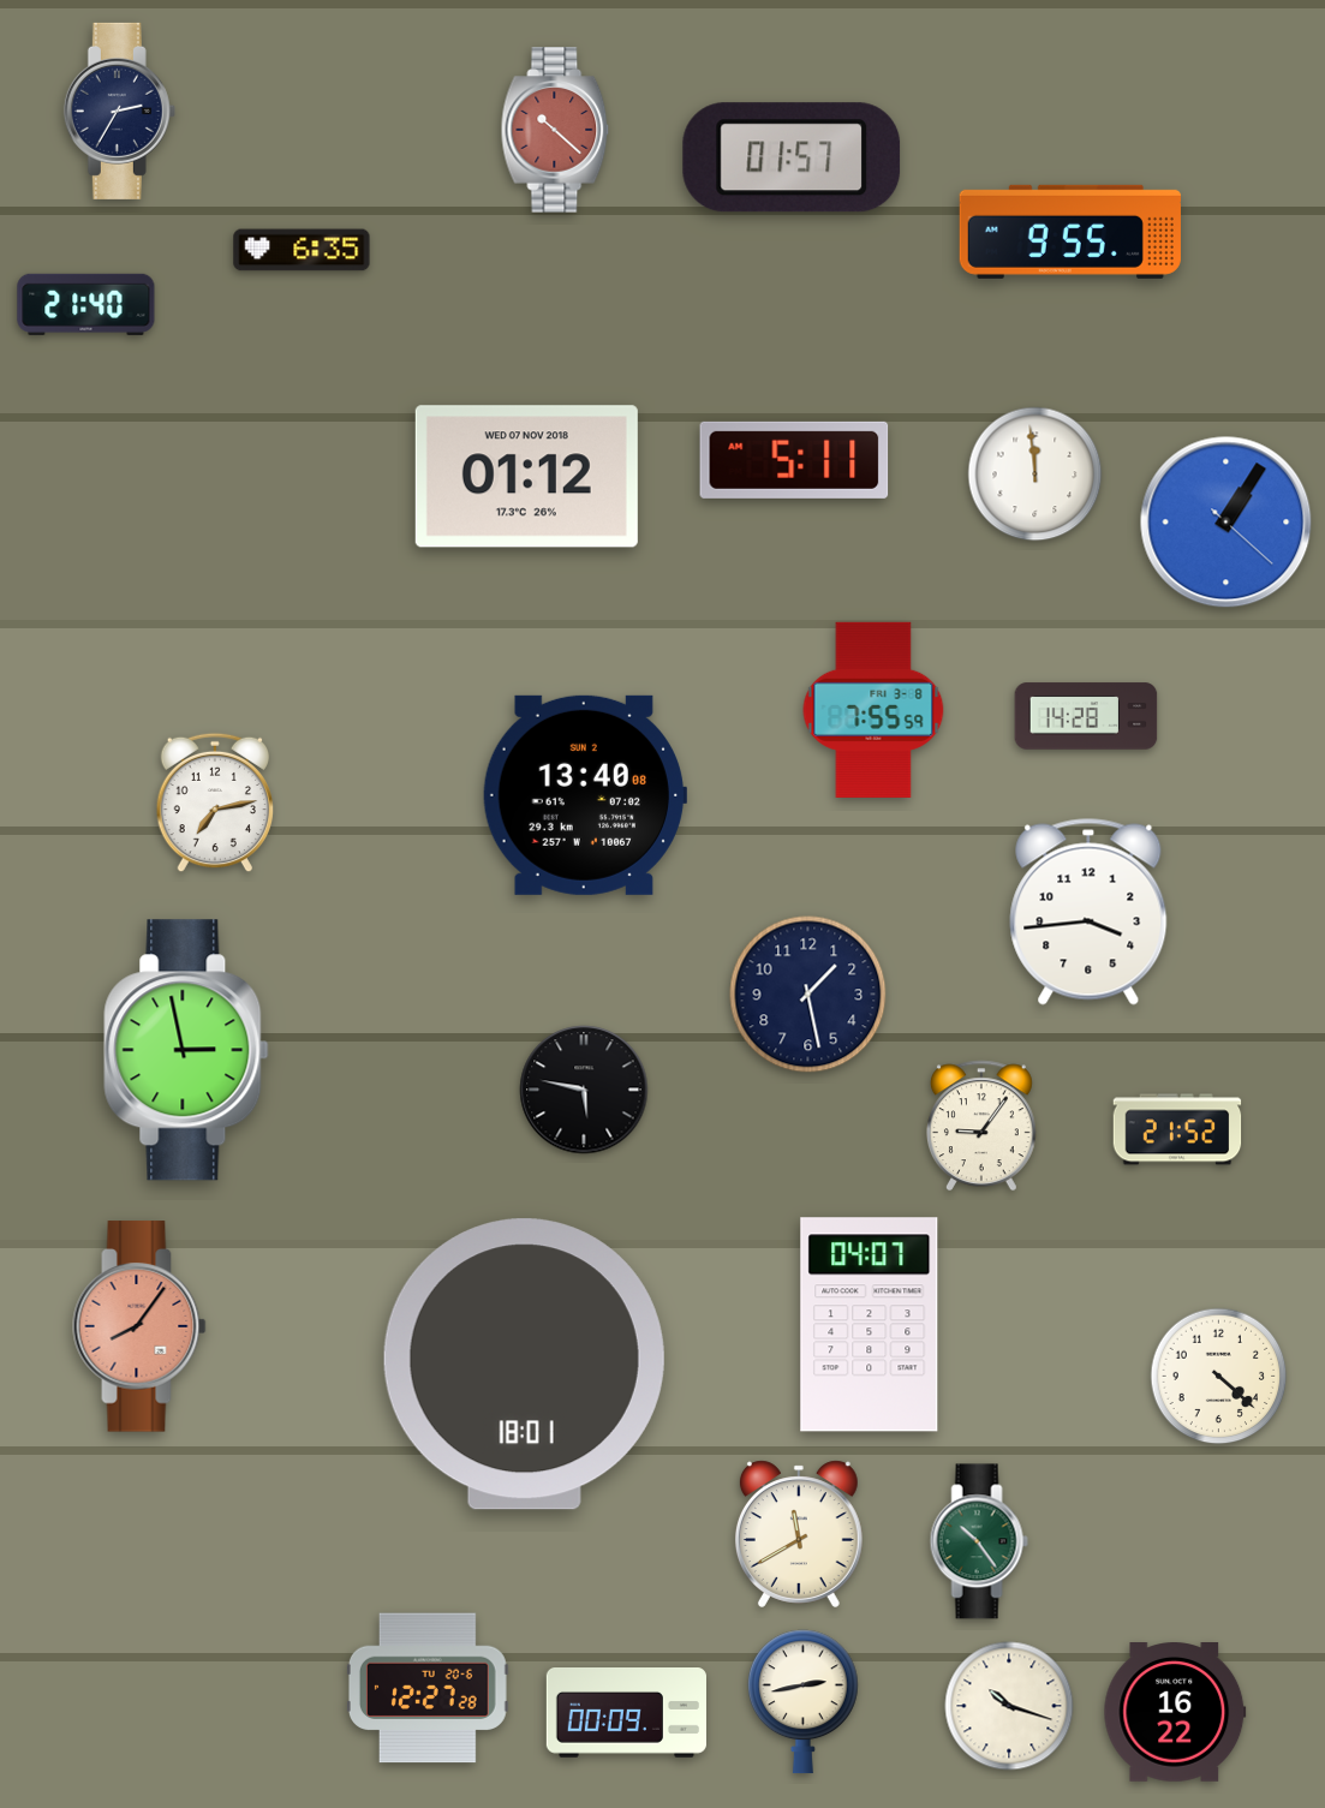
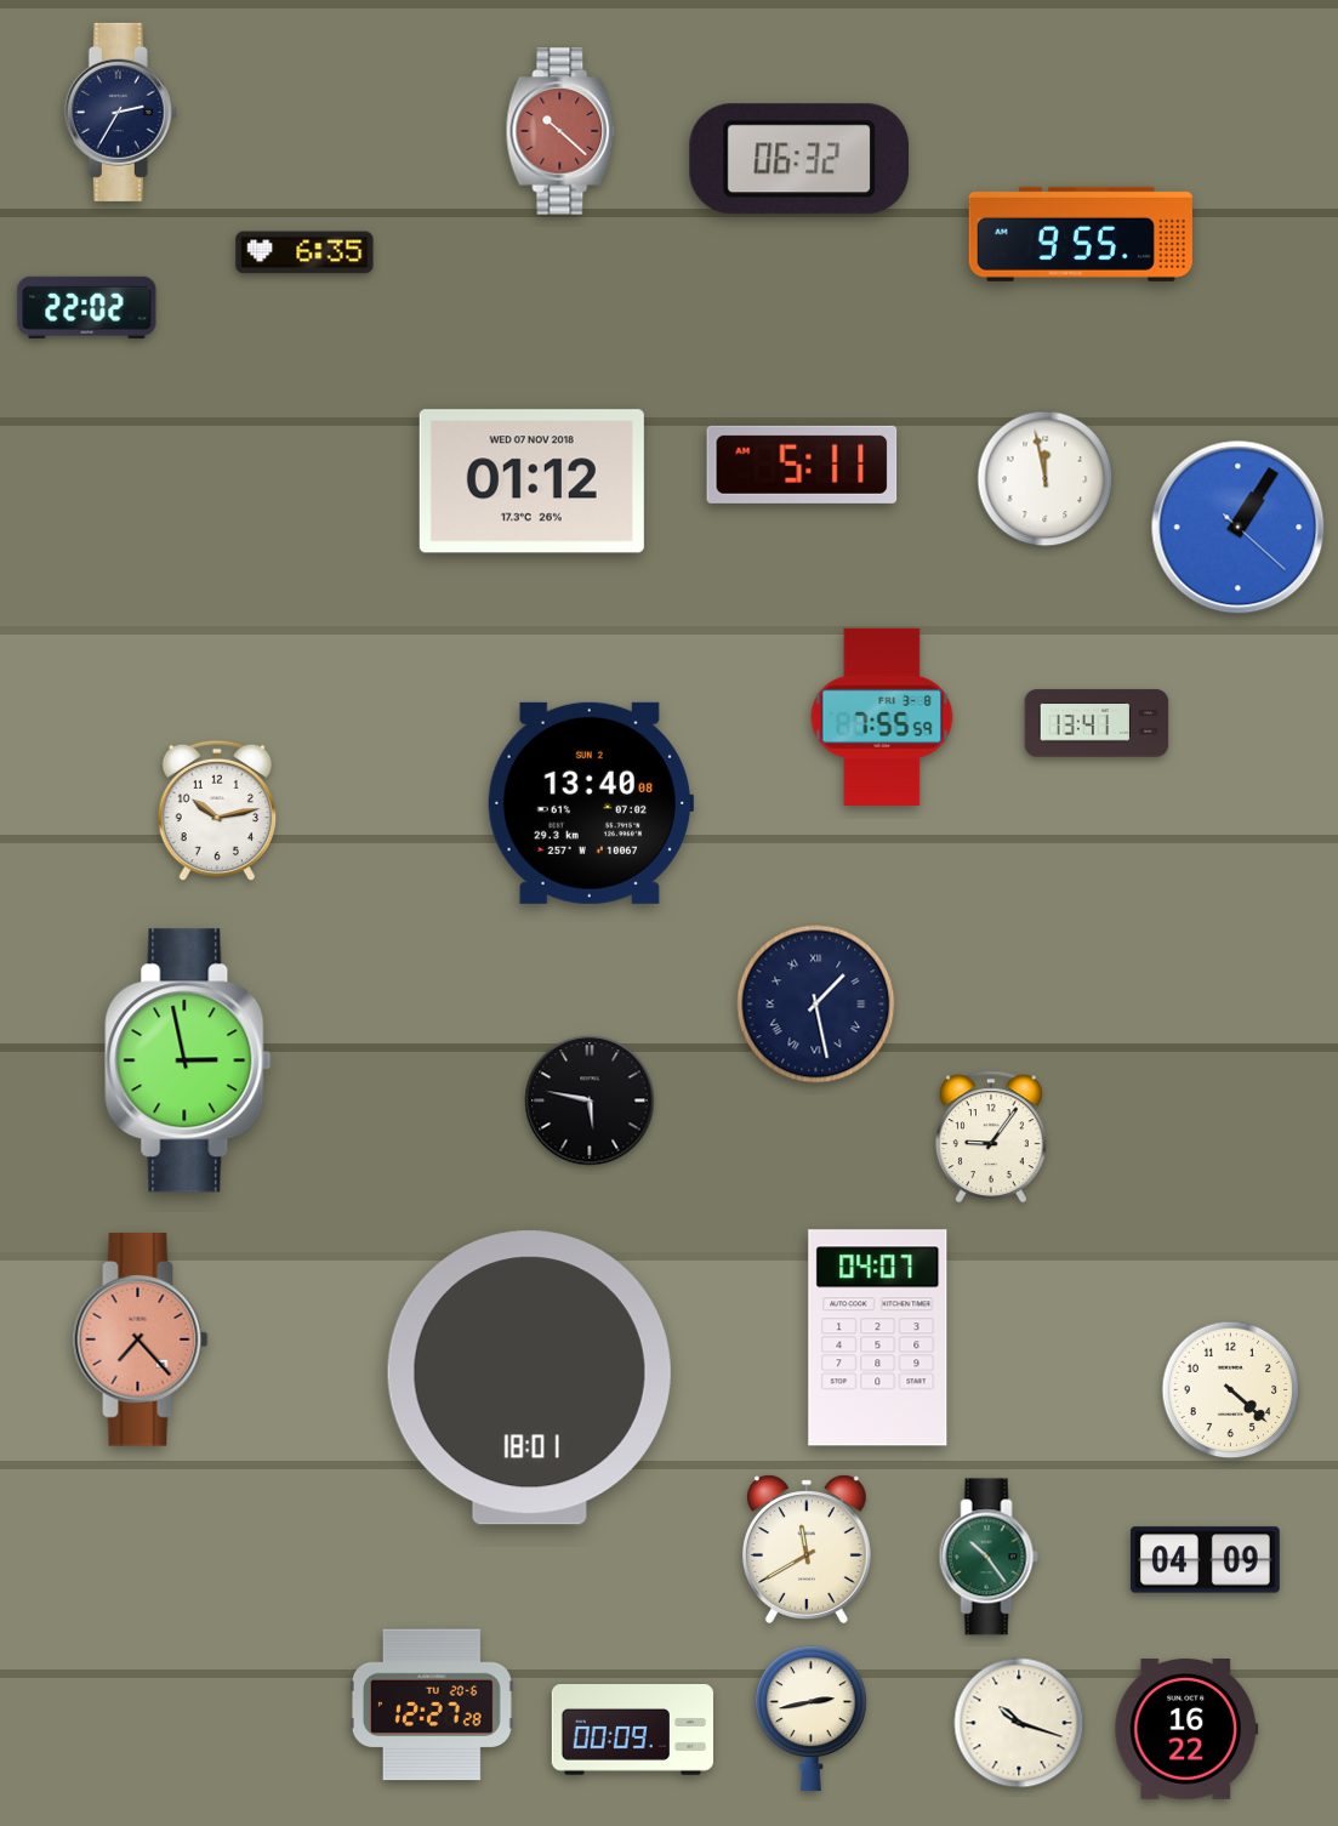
clock at (792, 157): 01:57 -> 06:32
clock at (86, 304): 21:40 -> 22:02
clock at (1035, 475): 11:59 -> 11:58
clock at (1086, 716): 14:28 -> 13:41
clock at (215, 802): 7:13 -> 10:13
clock at (1088, 912): 3:44 -> none
clock at (808, 995) numerals: Arabic -> Roman
clock at (1177, 1129): 21:52 -> none
clock at (139, 1326): 8:06 -> 7:23
clock at (1205, 1560): none -> 04:09
